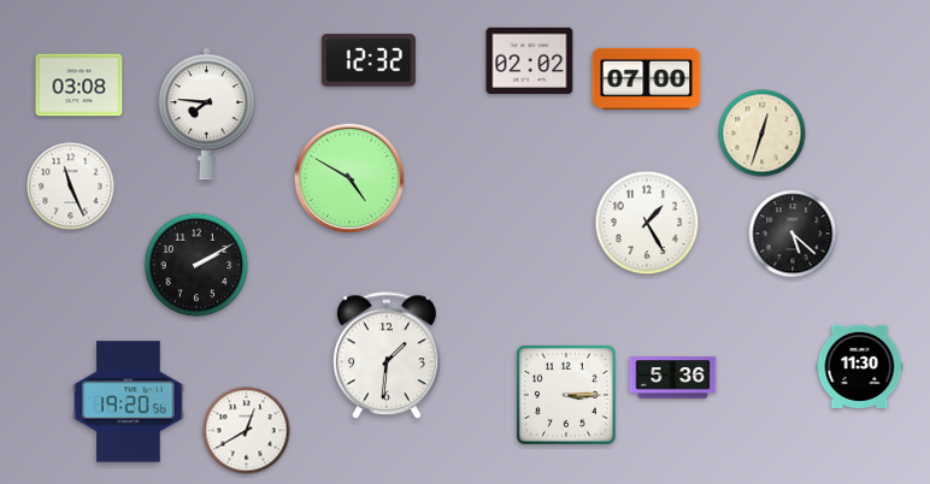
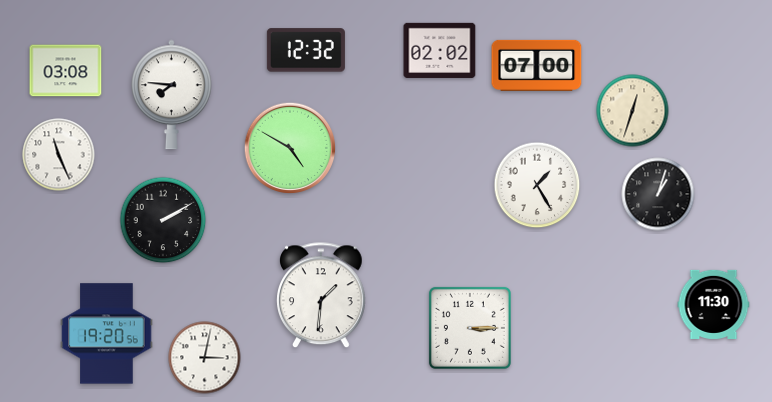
clock at (793, 234): 5:22 -> 1:03
clock at (673, 378): 5:36 -> none
clock at (247, 431): 12:40 -> 3:02
